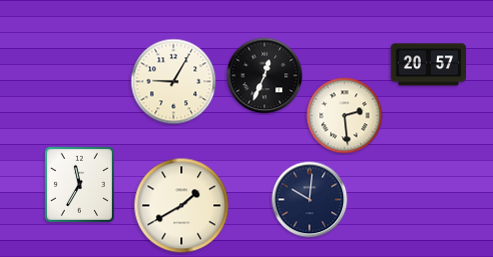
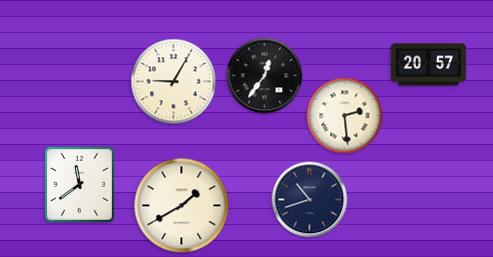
clock at (265, 76): 12:34 -> 12:36
clock at (79, 184): 11:35 -> 11:39
clock at (310, 200): 10:01 -> 10:42
